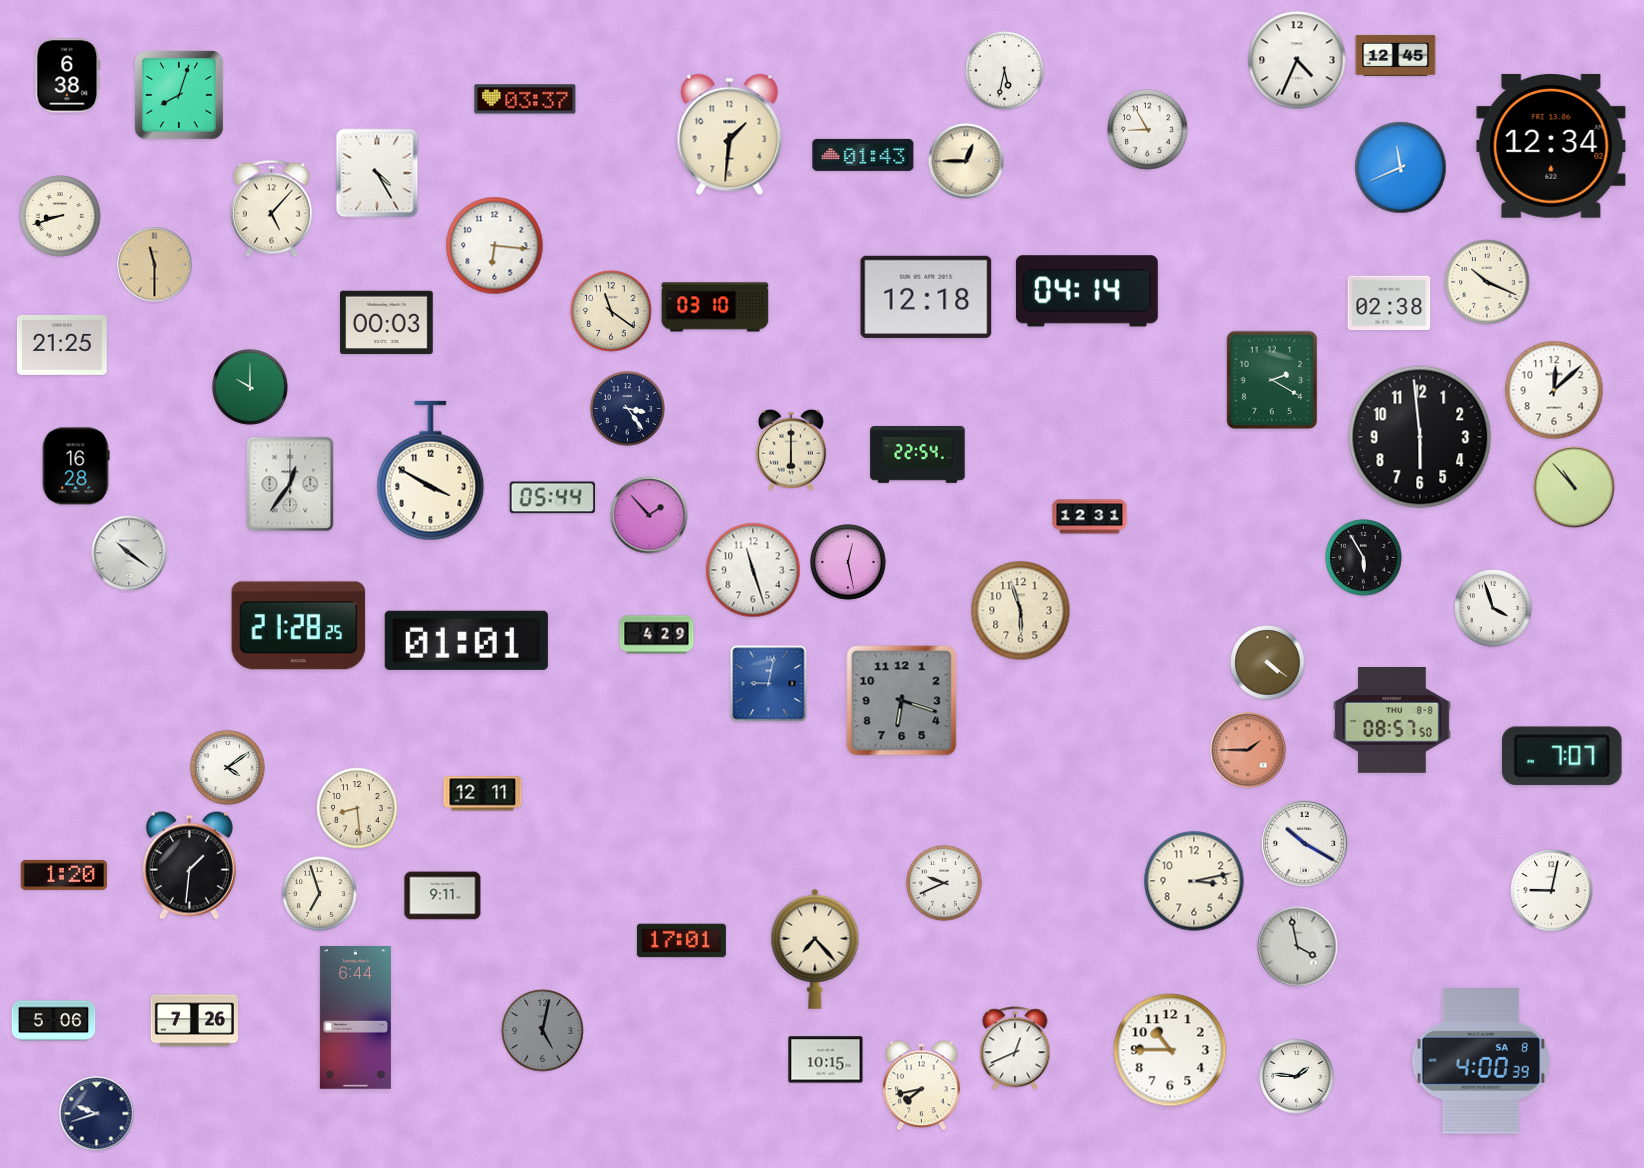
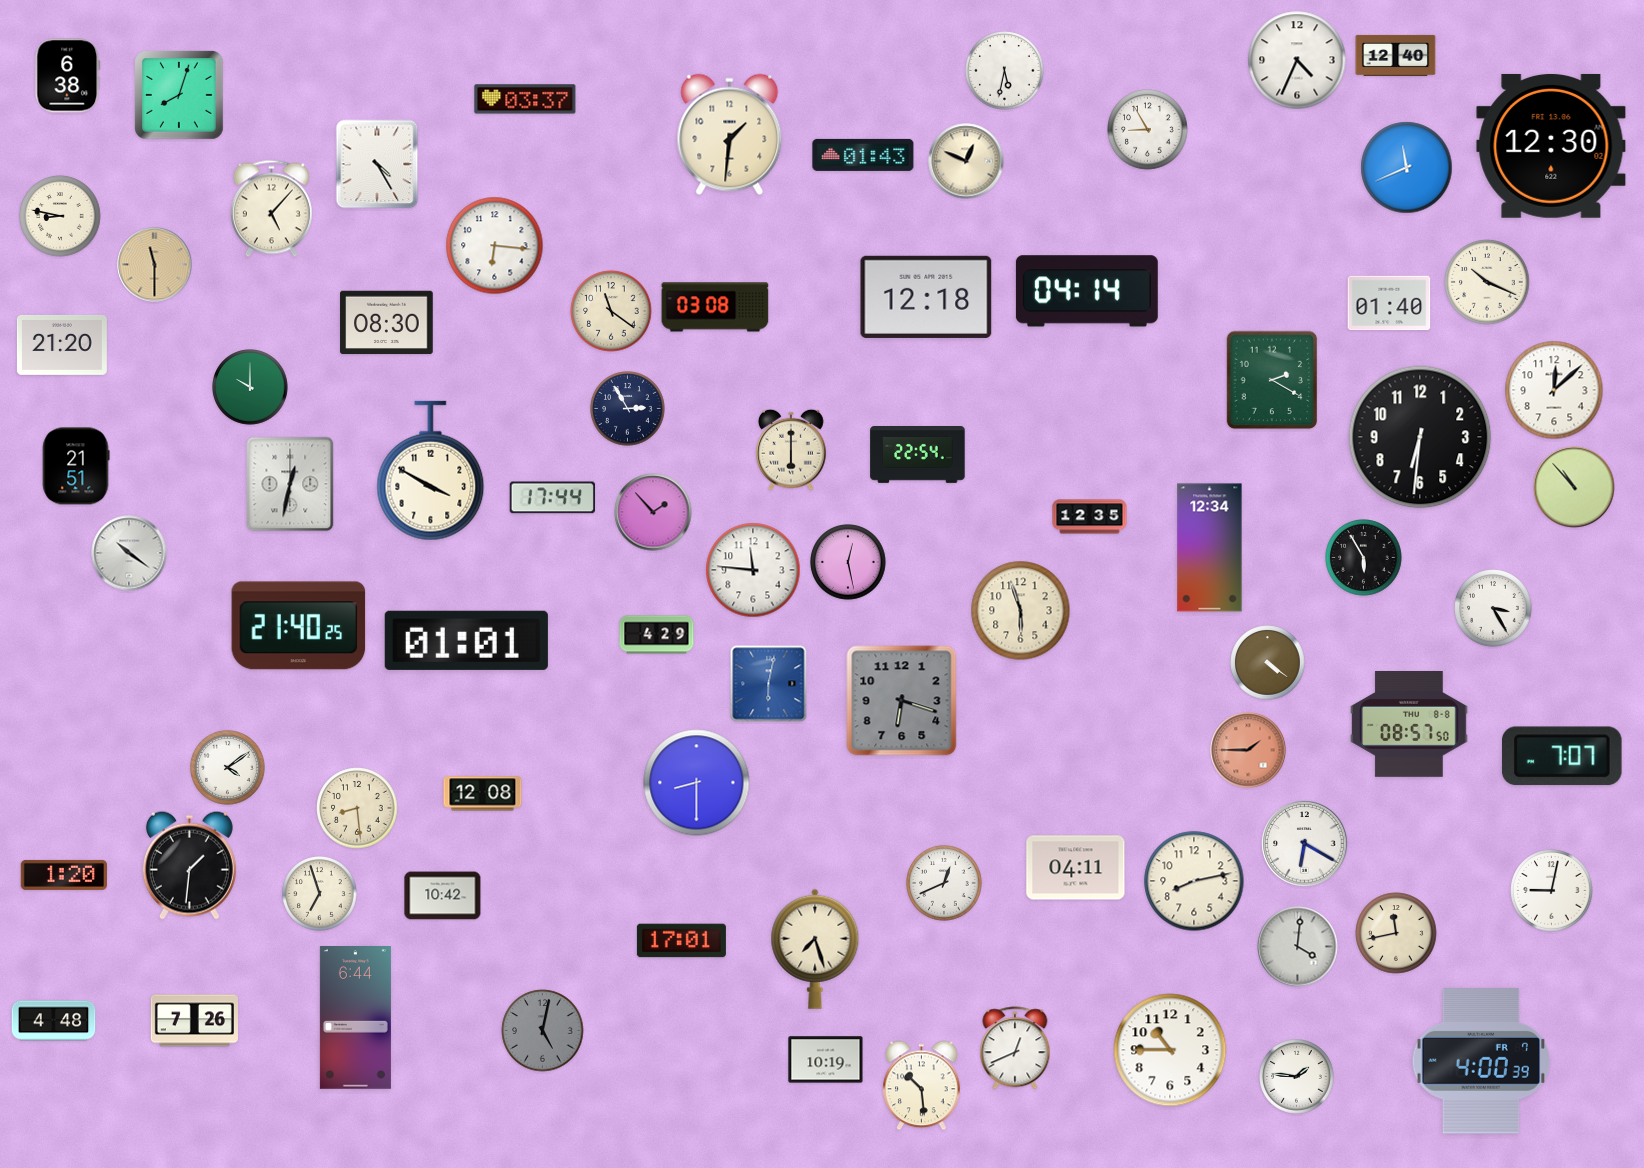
clock at (1396, 55): 12:45 -> 12:40
clock at (1551, 146): 12:34 -> 12:30
clock at (966, 161): 12:45 -> 12:49
clock at (1401, 168) position: (1401, 168) -> (1407, 168)
clock at (377, 173) position: (377, 173) -> (377, 164)
clock at (60, 216): 8:42 -> 8:47
clock at (1389, 303): 02:38 -> 01:40
clock at (715, 307): 03:10 -> 03:08
clock at (387, 323): 00:03 -> 08:30
clock at (62, 345): 21:25 -> 21:20
clock at (628, 409): 3:24 -> 2:55
clock at (1420, 437): 5:59 -> 6:31
clock at (76, 466): 16:28 -> 21:51
clock at (290, 484): 12:36 -> 12:32
clock at (552, 498): 05:44 -> 17:44
clock at (649, 515) position: (649, 515) -> (653, 512)
clock at (1090, 517): 12:31 -> 12:35
clock at (1210, 548): none -> 12:34
clock at (753, 570): 11:27 -> 11:46
clock at (1493, 608): 3:57 -> 3:25
clock at (299, 626): 21:28 -> 21:40
clock at (769, 684): 9:02 -> 6:02
clock at (1392, 721) position: (1392, 721) -> (1409, 725)
clock at (697, 783): none -> 8:30
clock at (483, 794): 12:11 -> 12:08
clock at (1305, 844): 10:20 -> 6:20
clock at (1076, 868): none -> 04:11
clock at (1194, 881): 3:13 -> 8:13
clock at (944, 883): 9:41 -> 12:41
clock at (443, 896): 9:11 -> 10:42
clock at (1396, 933): none -> 11:43
clock at (1298, 947): 3:58 -> 4:01
clock at (815, 949): 7:23 -> 7:27
clock at (54, 1021): 5:06 -> 4:48
clock at (826, 1060): 10:15 -> 10:19
clock at (1481, 1061) date: SA 8 -> FR 7
clock at (922, 1086): 7:43 -> 10:29
clock at (97, 1114): 9:42 -> none
